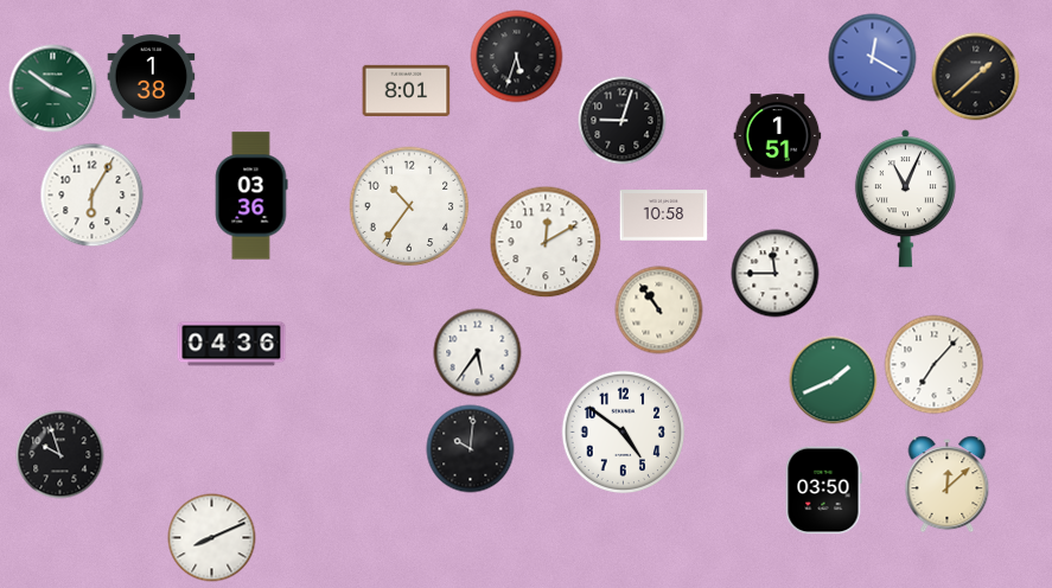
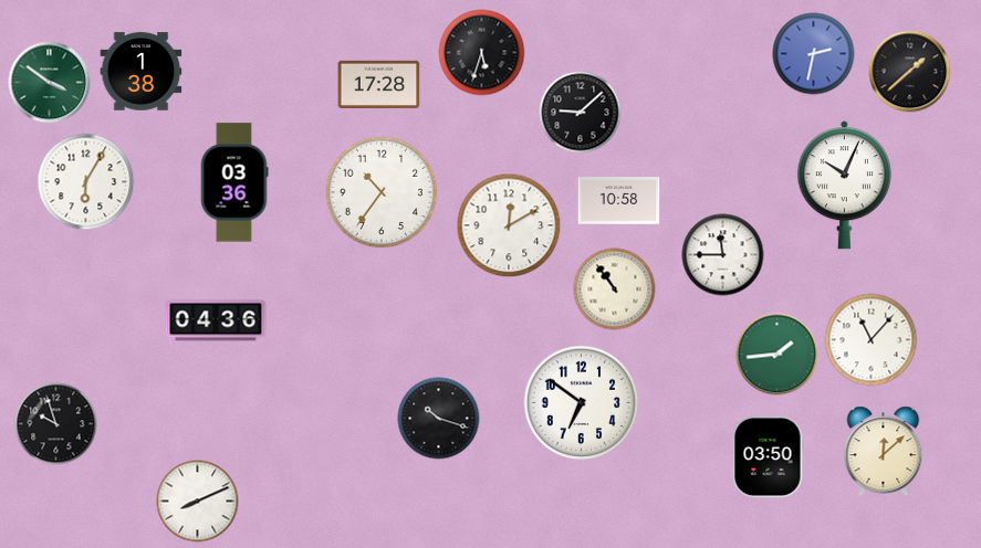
clock at (873, 58): 12:20 -> 2:32
clock at (407, 90): 8:01 -> 17:28
clock at (623, 121): 9:03 -> 9:08
clock at (778, 136): 1:51 -> none
clock at (905, 199): 11:04 -> 10:04
clock at (478, 353): 5:36 -> none
clock at (935, 365): 7:07 -> 11:07
clock at (834, 381): 1:41 -> 1:44
clock at (624, 433): 4:51 -> 6:51
clock at (471, 449): 10:01 -> 10:18
